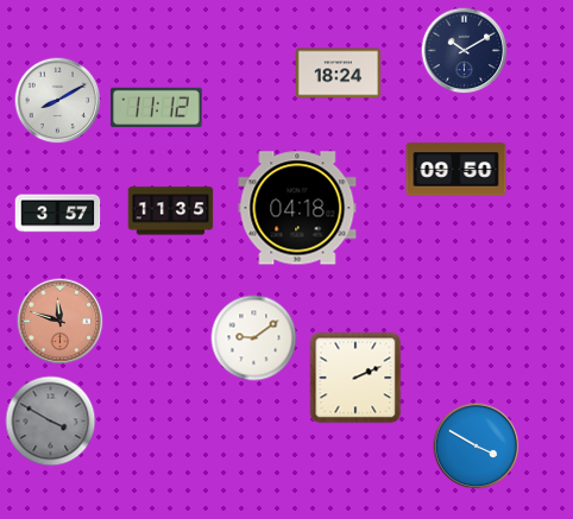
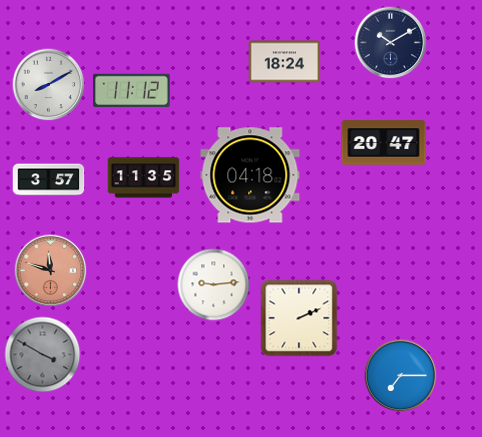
clock at (456, 170): 09:50 -> 20:47
clock at (254, 338): 9:09 -> 9:14
clock at (477, 447): 3:50 -> 7:15
